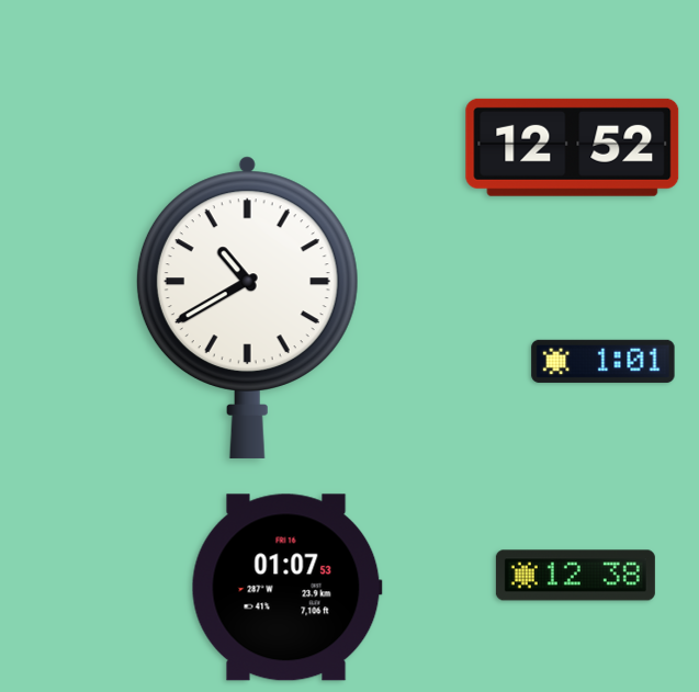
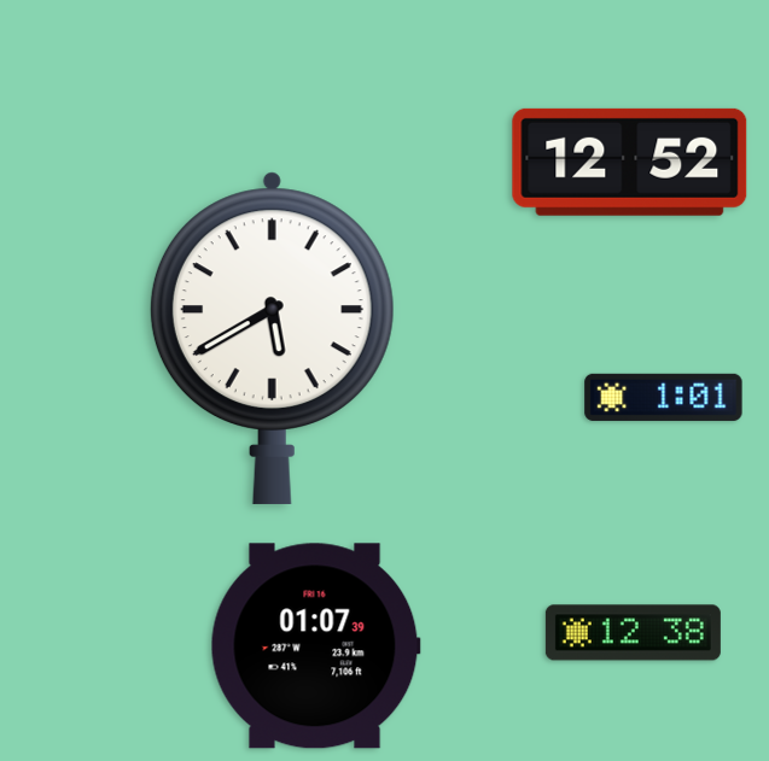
clock at (247, 307): 10:40 -> 5:40
clock at (286, 588): 01:07:53 -> 01:07:39
